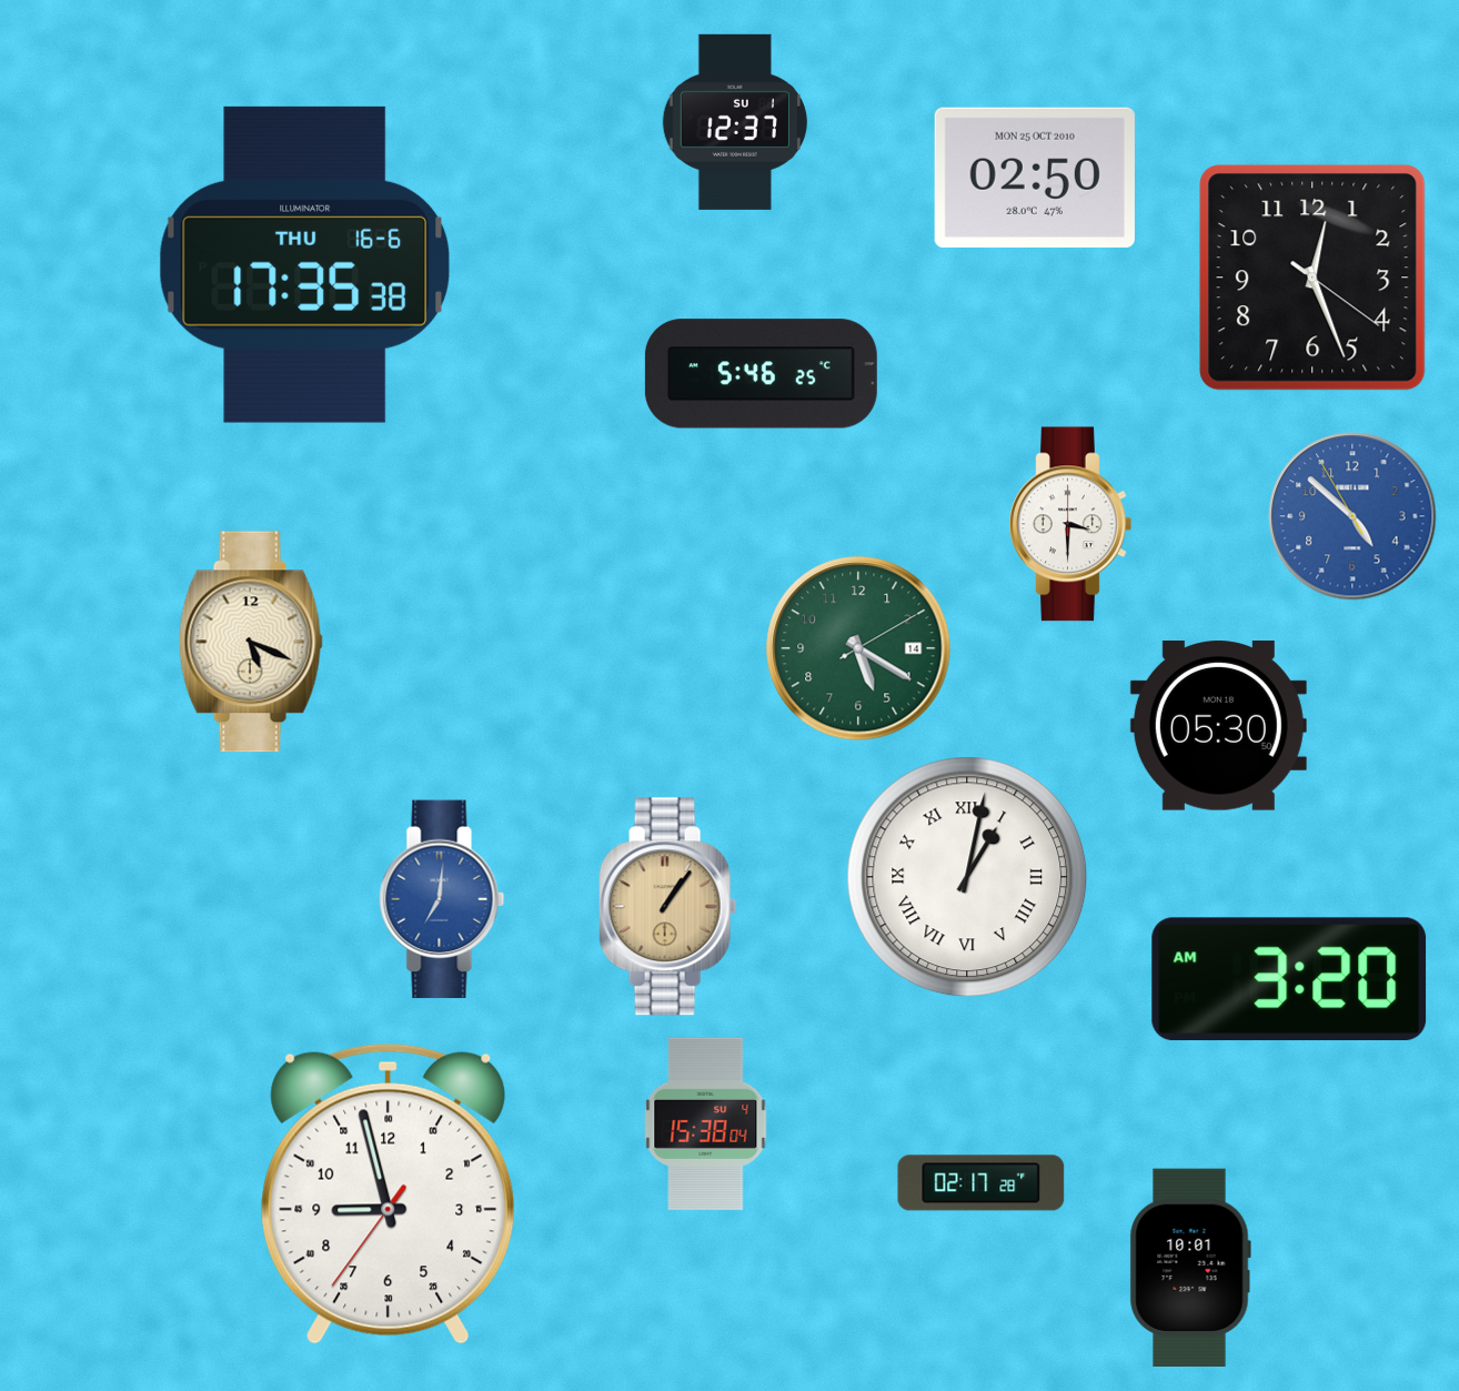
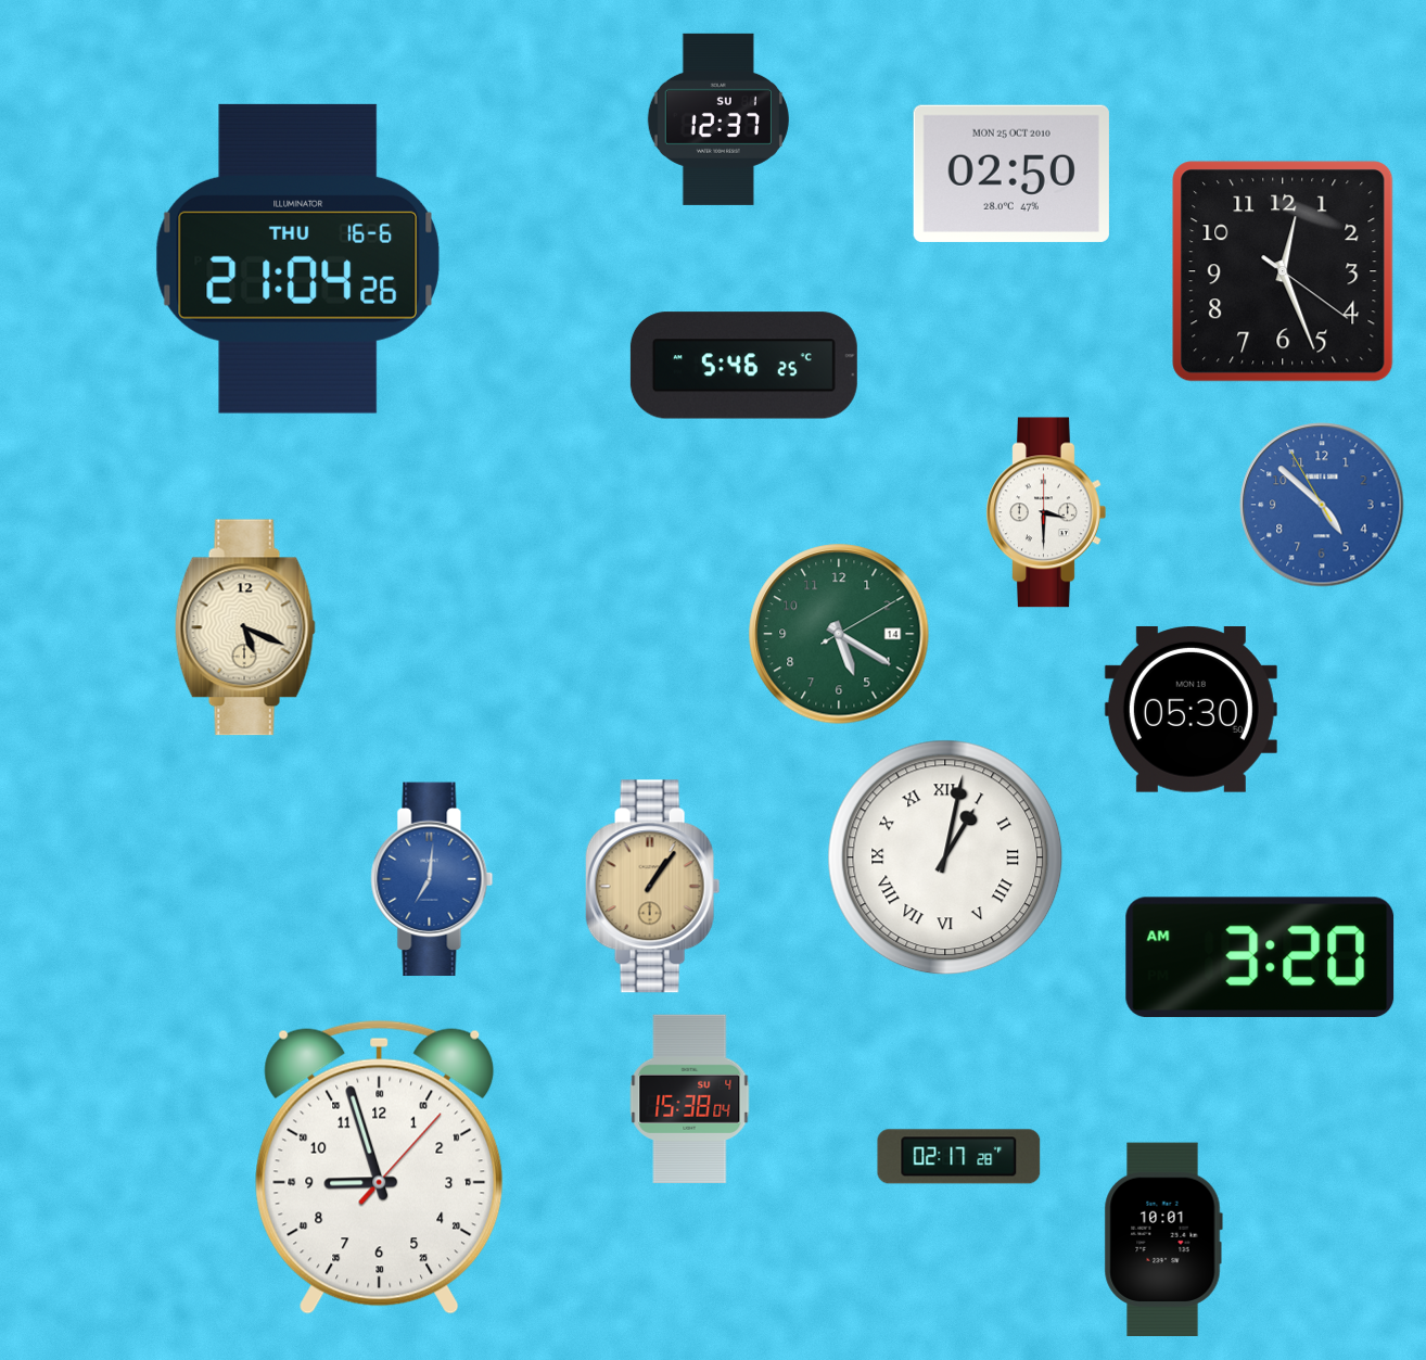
clock at (304, 264): 17:35 -> 21:04
clock at (389, 1193): 8:57:36 -> 8:57:07
